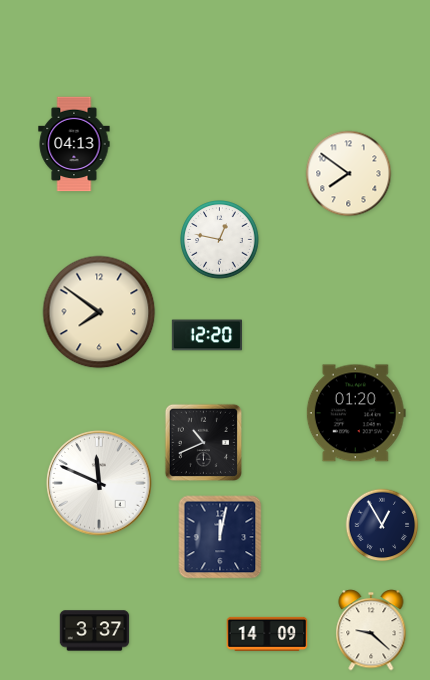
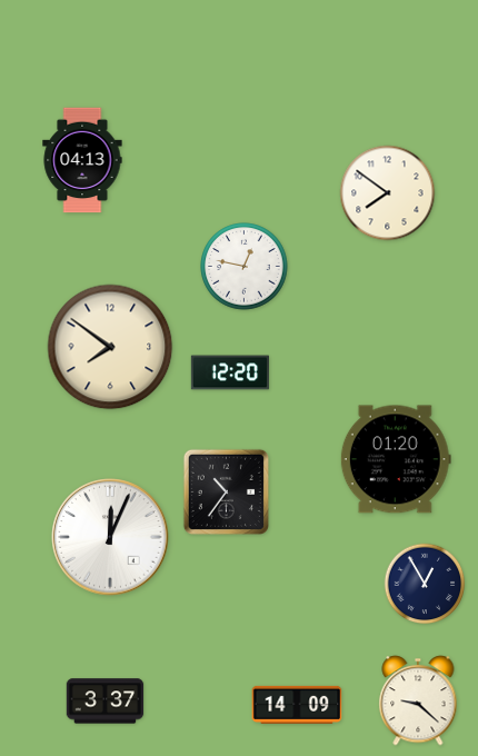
clock at (203, 442): 10:41 -> 10:36
clock at (99, 483): 11:49 -> 12:04
clock at (220, 537): 12:02 -> none
clock at (371, 630) position: (371, 630) -> (418, 700)
